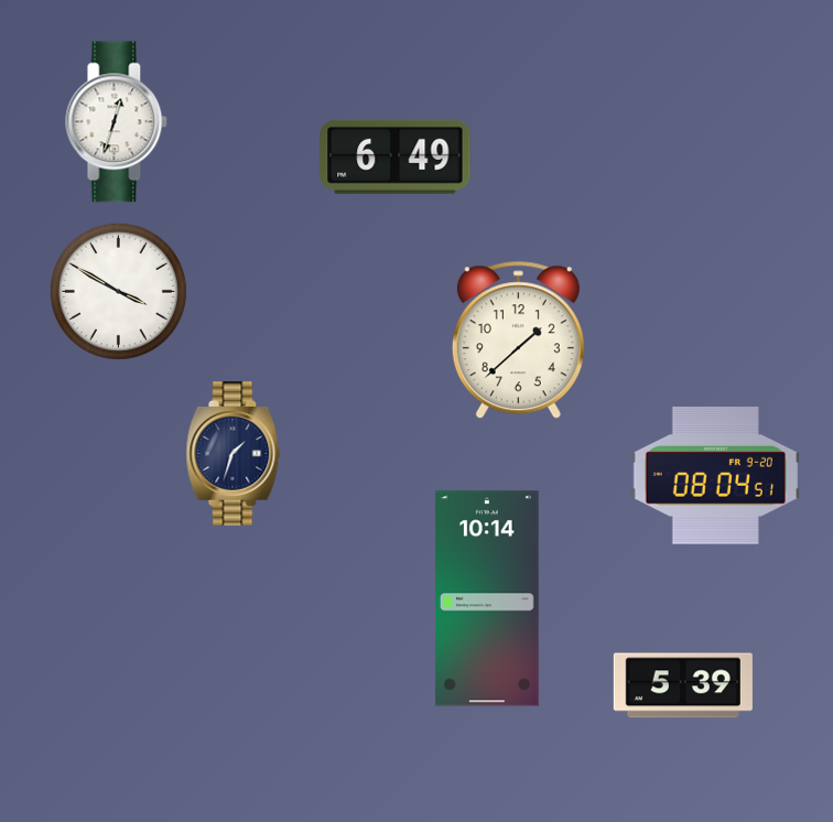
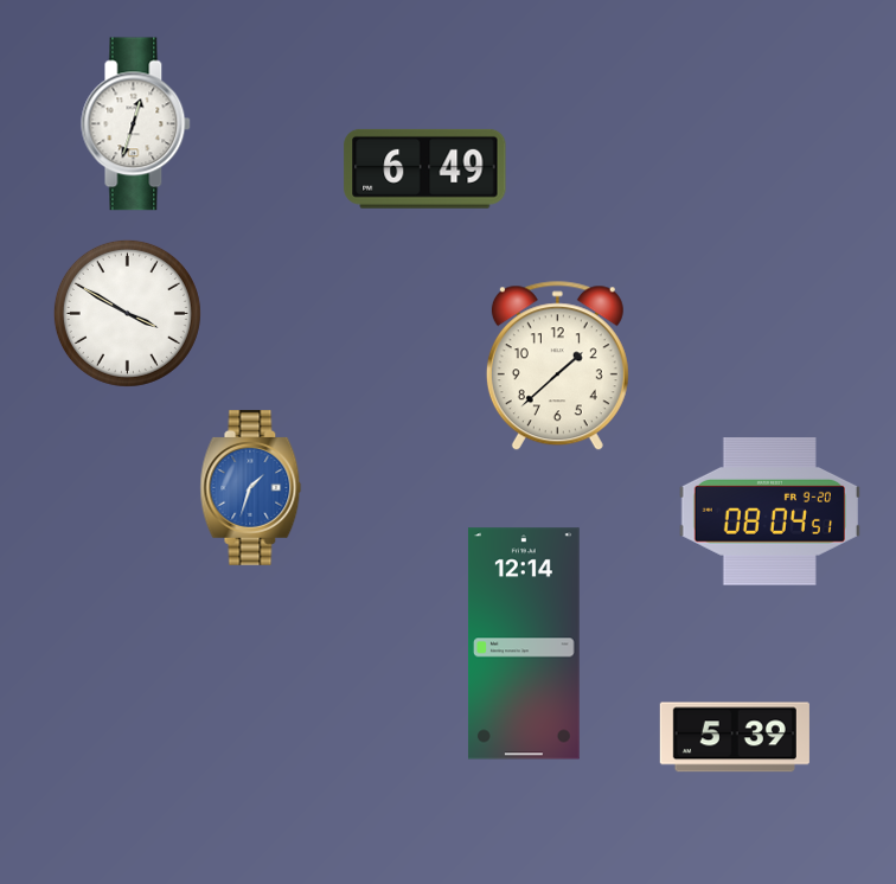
clock at (117, 122) position: (117, 122) -> (136, 124)
clock at (234, 453) dial: navy -> blue
clock at (487, 598): 10:14 -> 12:14
